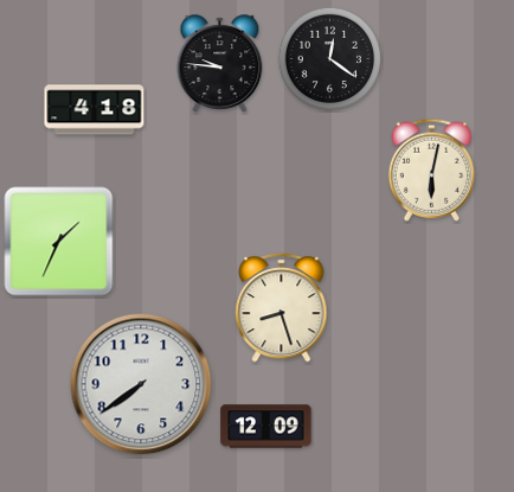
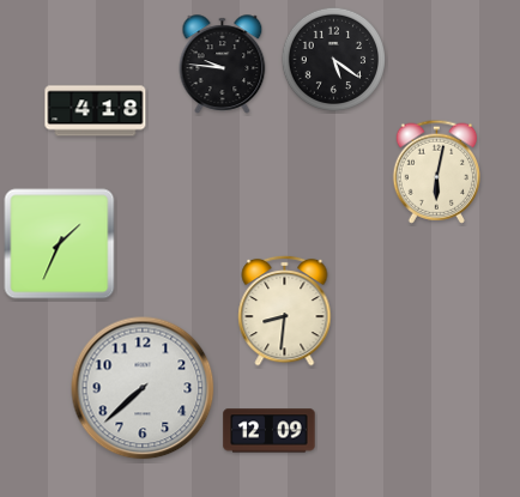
clock at (329, 58): 12:21 -> 5:21
clock at (282, 307): 8:27 -> 8:31
clock at (141, 384): 7:39 -> 7:38
